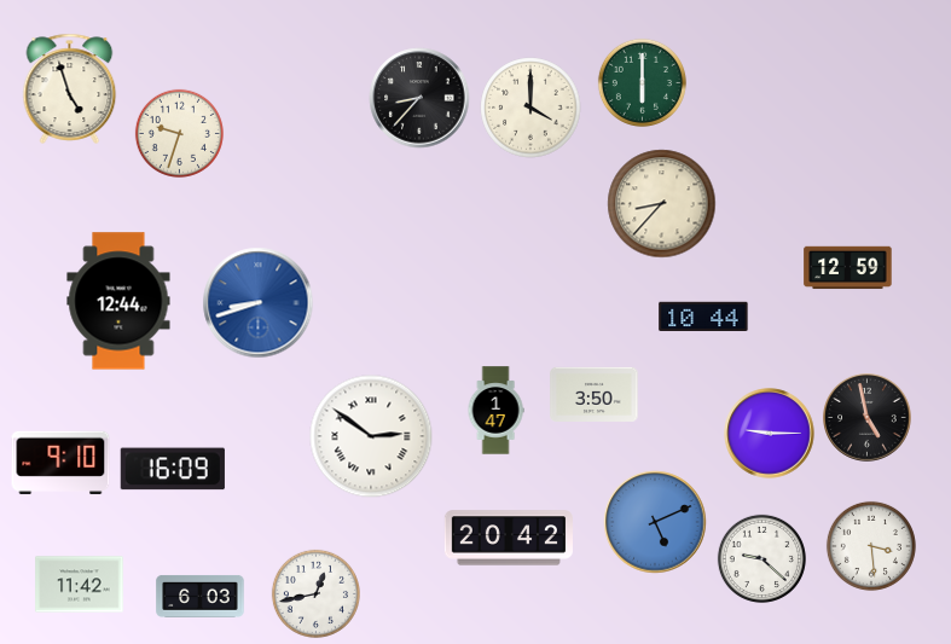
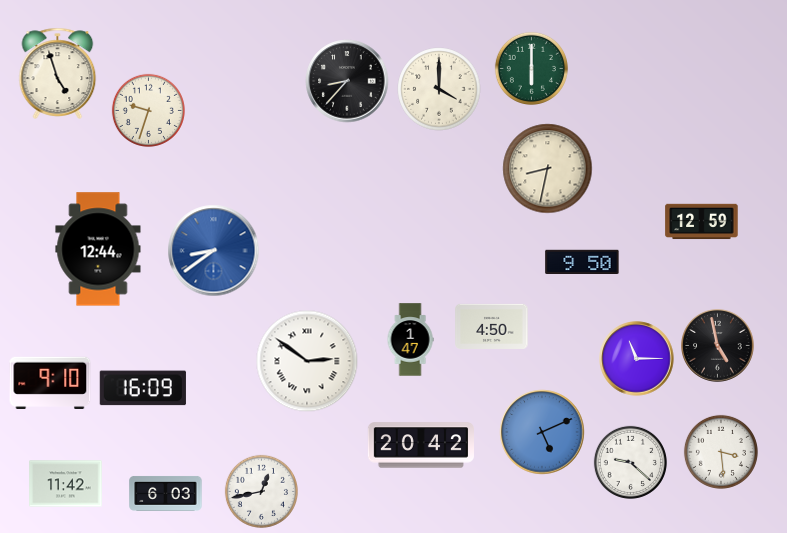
clock at (662, 204): 8:37 -> 8:32
clock at (259, 303): 8:42 -> 8:39
clock at (703, 317): 10:44 -> 9:50
clock at (595, 394): 3:50 -> 4:50
clock at (770, 434): 9:15 -> 11:15
